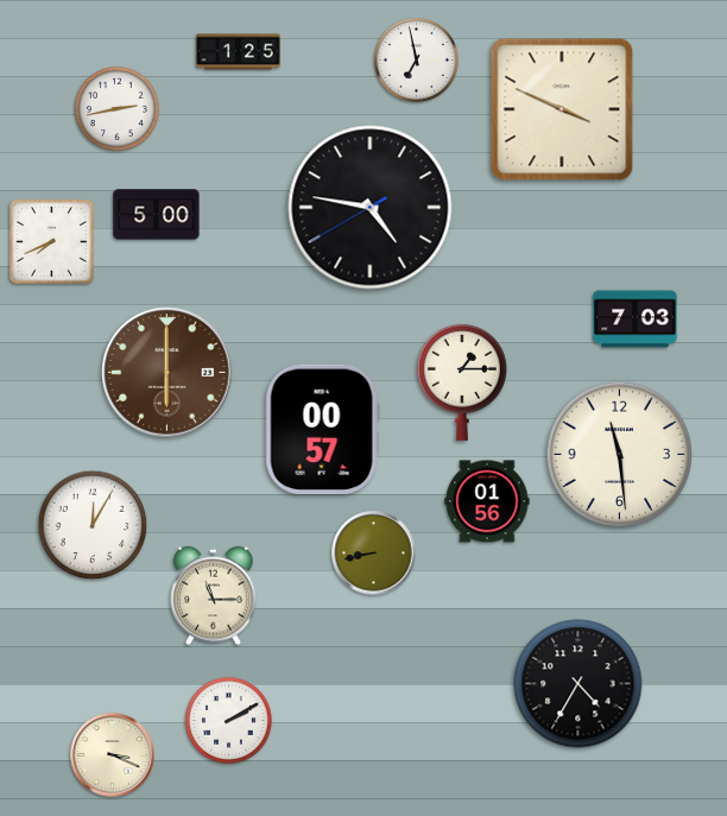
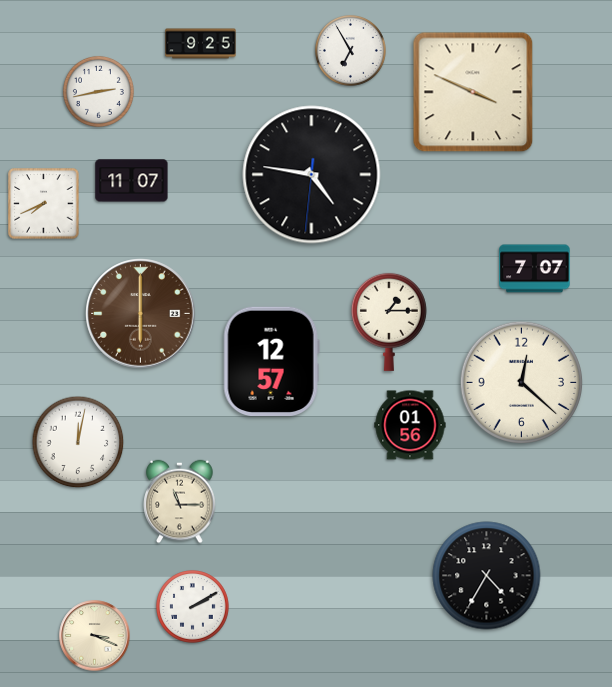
clock at (239, 52): 1:25 -> 9:25
clock at (416, 59): 6:58 -> 6:55
clock at (371, 208): 4:46:40 -> 4:46:31
clock at (157, 215): 5:00 -> 11:07
clock at (636, 320): 7:03 -> 7:07
clock at (322, 429): 00:57 -> 12:57
clock at (619, 454): 11:29 -> 12:22
clock at (487, 501) position: (487, 501) -> (410, 425)
clock at (93, 525): 12:05 -> 12:02
clock at (374, 554): 8:43 -> none
